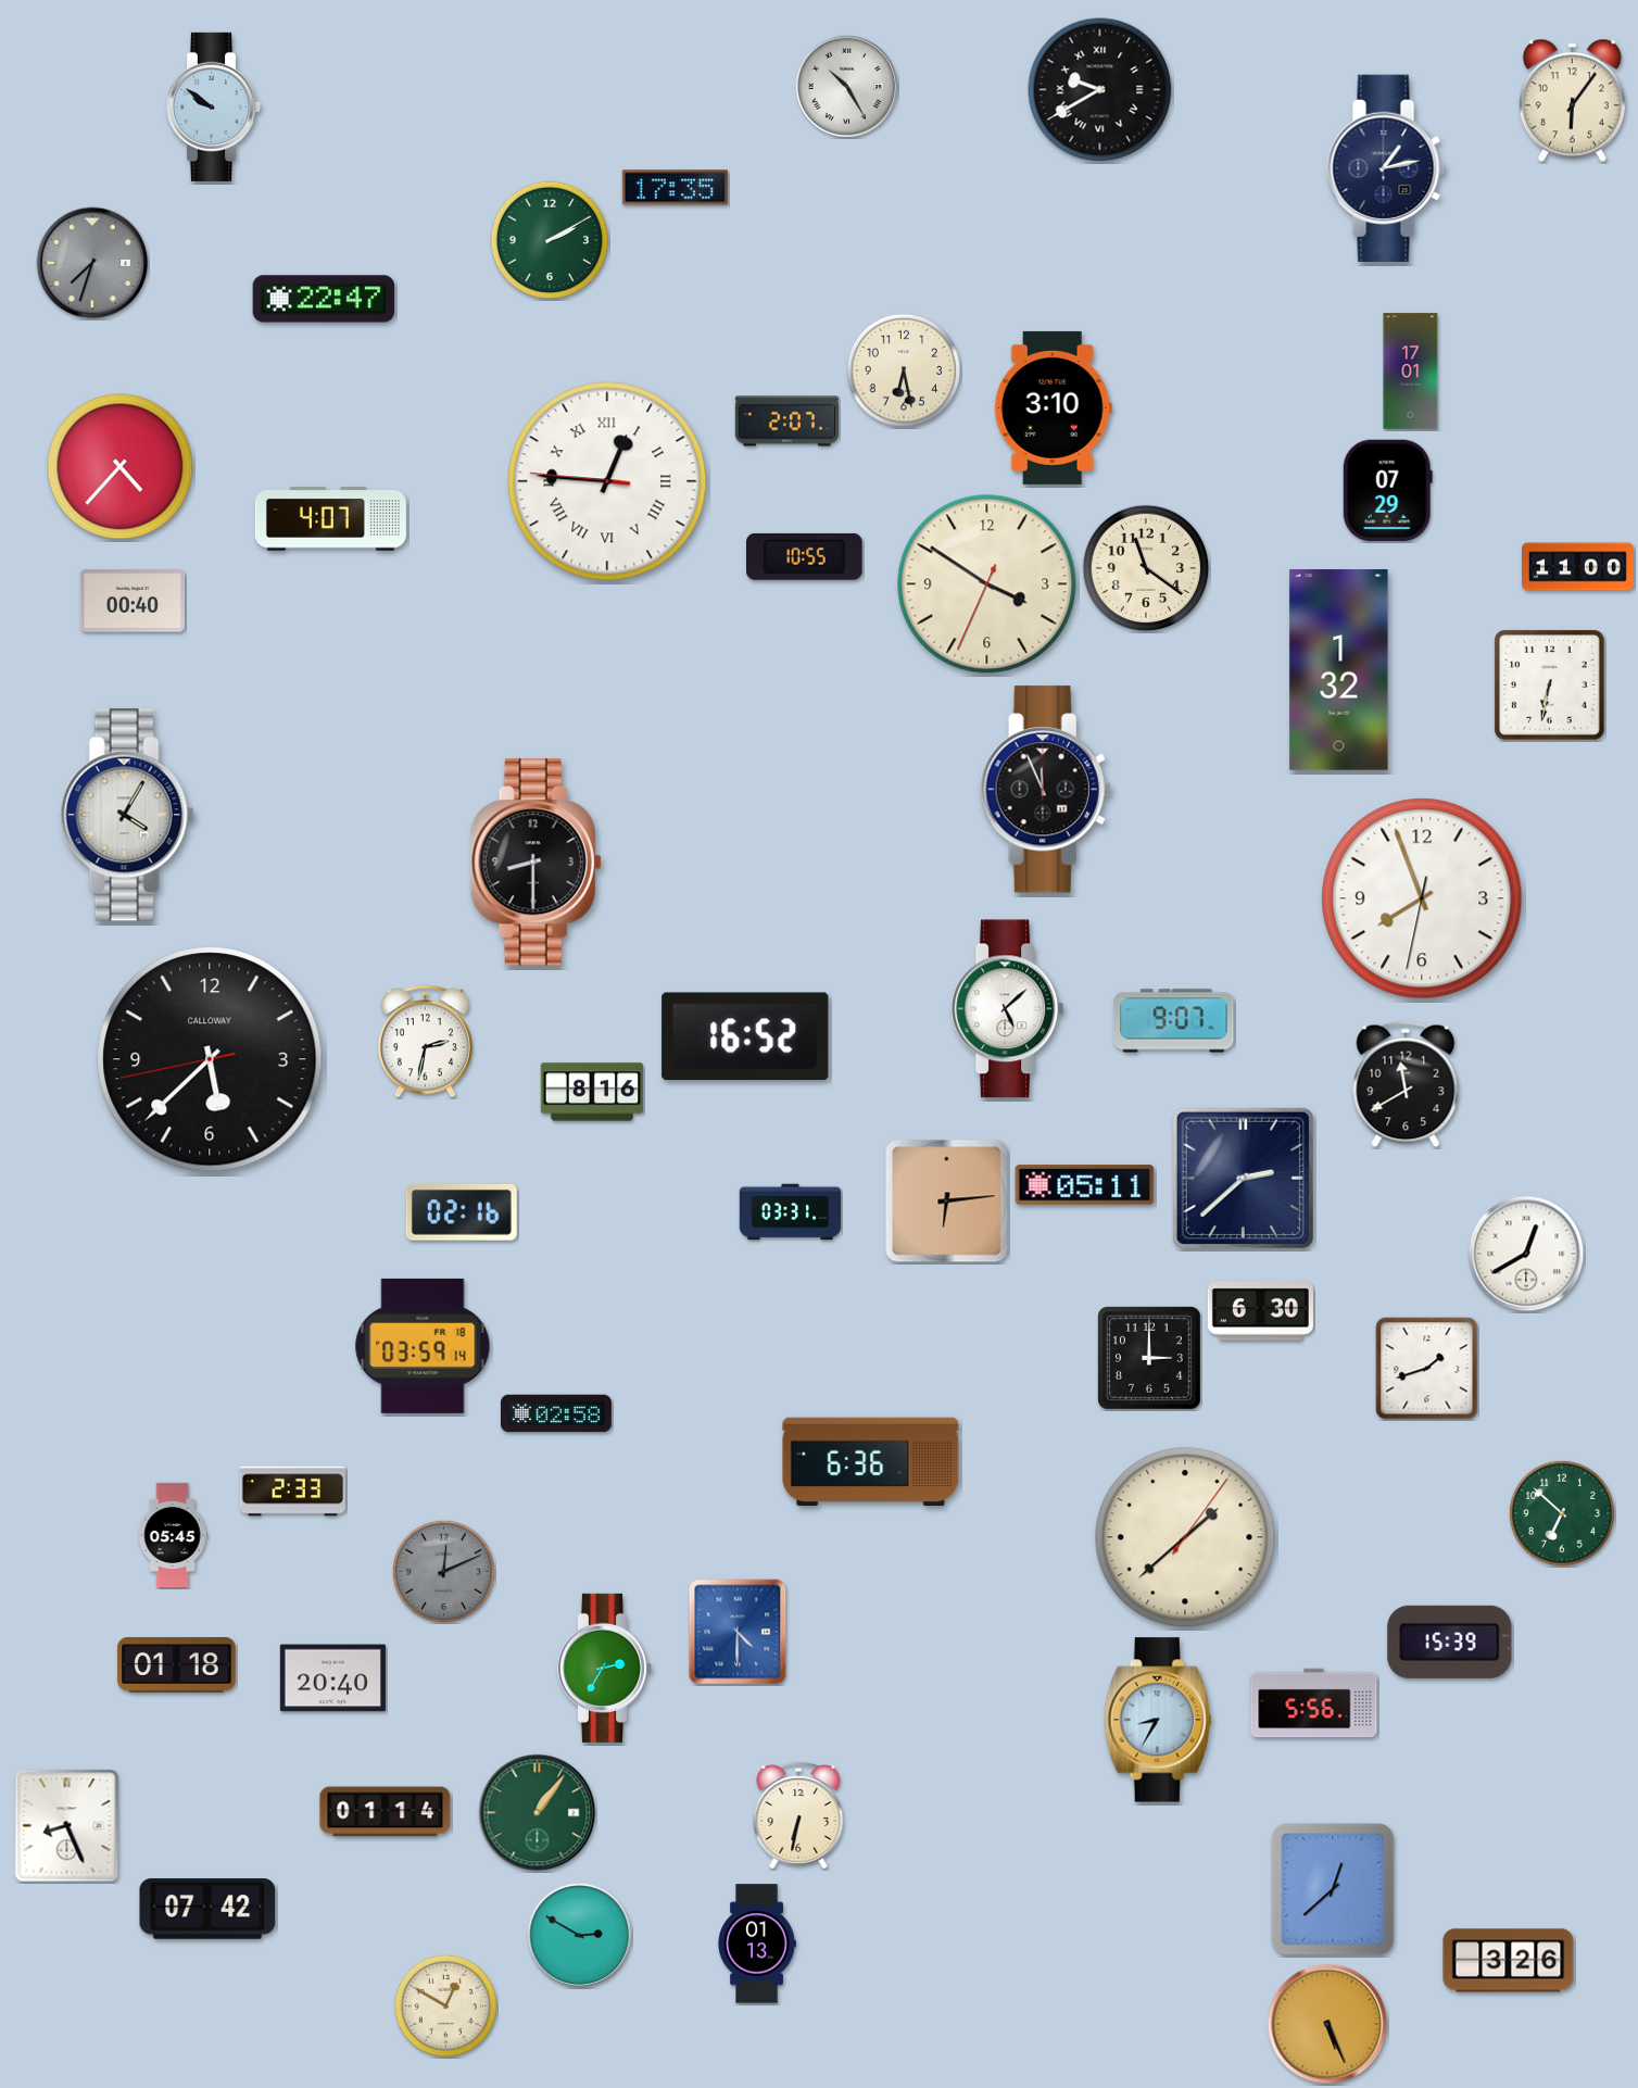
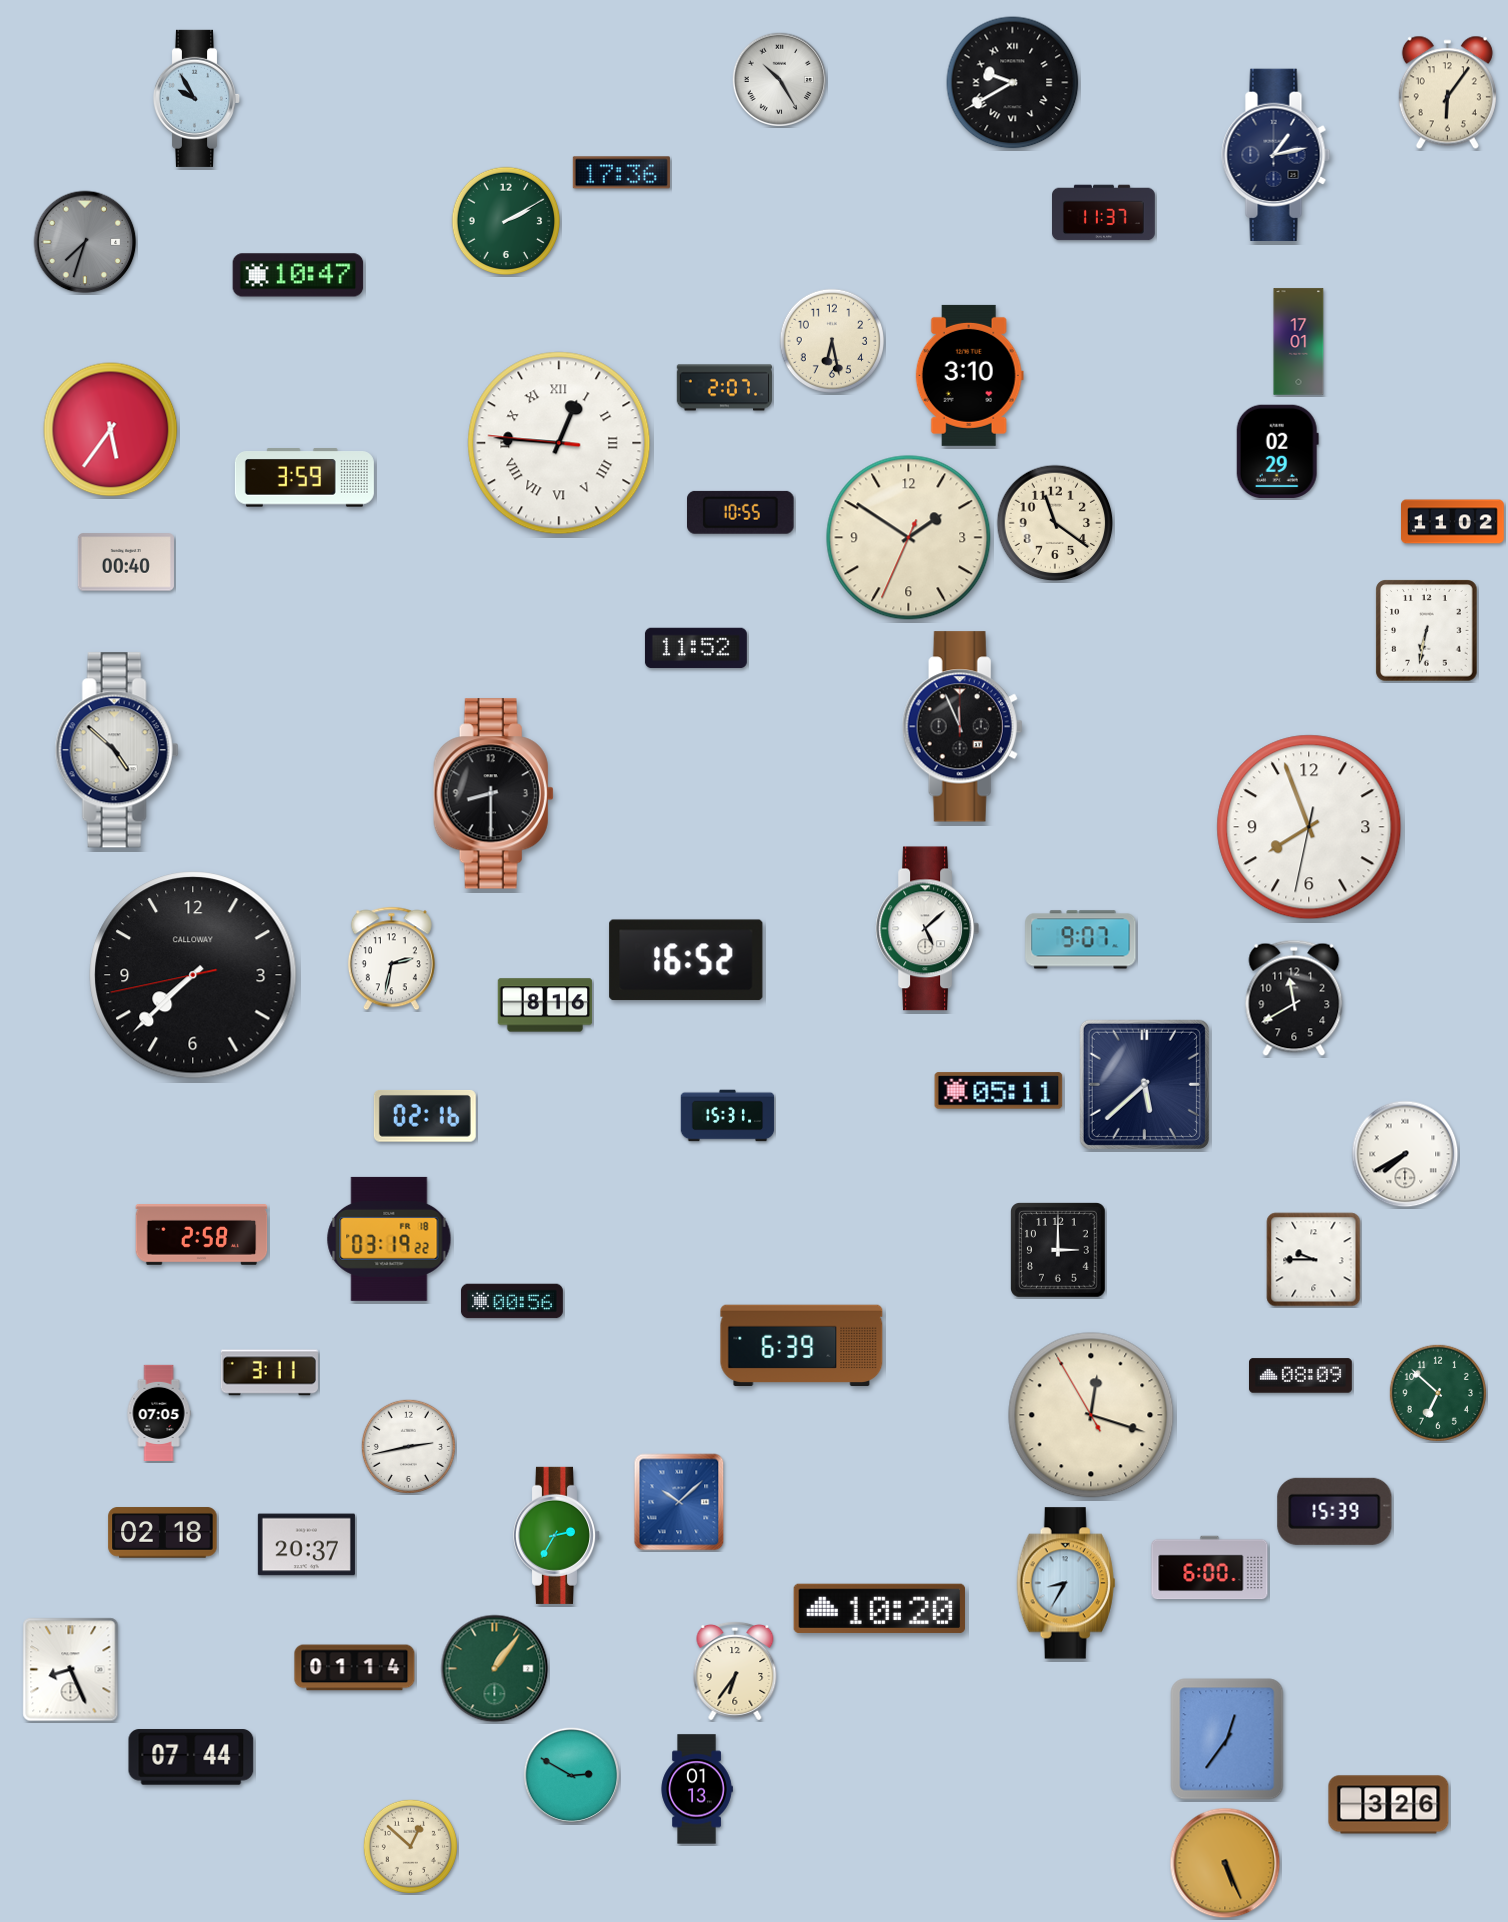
clock at (214, 106): 9:51 -> 9:55
clock at (675, 188): 17:35 -> 17:36
clock at (1104, 213): none -> 11:37
clock at (324, 299): 22:47 -> 10:47
clock at (121, 467): 4:37 -> 5:36
clock at (1387, 491): 07:29 -> 02:29
clock at (330, 519): 4:07 -> 3:59
clock at (1578, 567): 11:00 -> 11:02
clock at (987, 584): 3:50 -> 1:50
clock at (133, 601) position: (133, 601) -> (126, 562)
clock at (1339, 670): 1:32 -> none
clock at (696, 648): none -> 11:52
clock at (127, 815): 4:05 -> 4:52
clock at (745, 1036) position: (745, 1036) -> (686, 960)
clock at (210, 1059): 5:37 -> 7:37
clock at (1243, 1178): 2:38 -> 5:38
clock at (947, 1202): 6:14 -> none
clock at (791, 1212): 03:31 -> 15:31
clock at (1526, 1254): 12:40 -> 7:40
clock at (1260, 1311): 6:30 -> none
clock at (202, 1235): none -> 2:58
clock at (423, 1346): 03:59 -> 03:19
clock at (1427, 1369): 1:42 -> 9:45
clock at (556, 1413): 02:58 -> 00:56
clock at (871, 1462): 6:36 -> 6:39
clock at (292, 1492): 2:33 -> 3:11
clock at (1301, 1376): none -> 08:09
clock at (173, 1534): 05:45 -> 07:05
clock at (1185, 1537): 1:38 -> 12:17
clock at (443, 1571): 12:11 -> 2:43
clock at (443, 1571) dial: grey -> white
clock at (738, 1632): 4:30 -> 10:08
clock at (177, 1665): 01:18 -> 02:18
clock at (332, 1678): 20:40 -> 20:37
clock at (1314, 1703): 5:56 -> 6:00
clock at (879, 1608): none -> 10:20
clock at (798, 1815): 6:32 -> 6:36
clock at (67, 1826) position: (67, 1826) -> (71, 1670)
clock at (1333, 1889): 12:38 -> 12:36
clock at (207, 1909): 07:42 -> 07:44
clock at (580, 1936) position: (580, 1936) -> (572, 1776)
clock at (445, 2005): 12:50 -> 12:52
clock at (1327, 2024) position: (1327, 2024) -> (1225, 1863)
